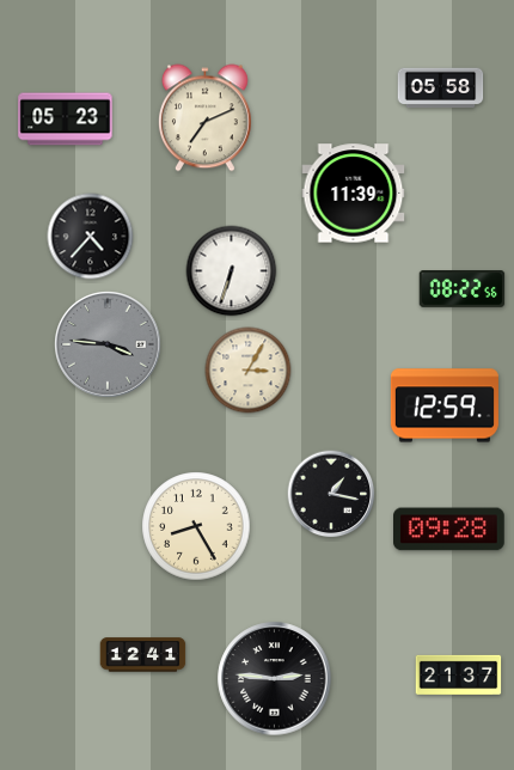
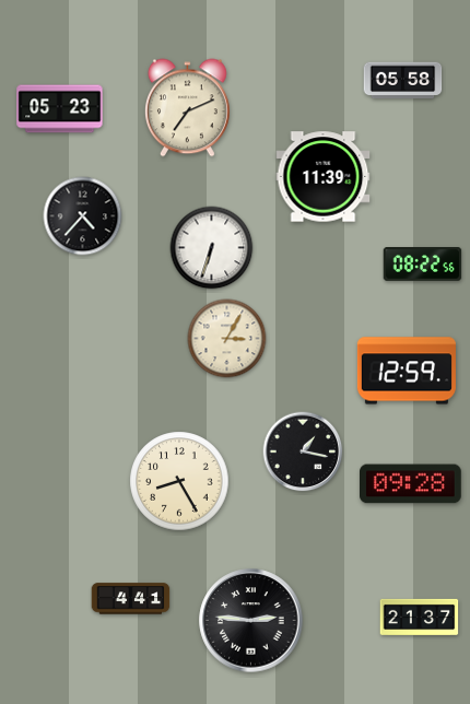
clock at (109, 346): 3:46 -> none
clock at (143, 655): 12:41 -> 4:41
